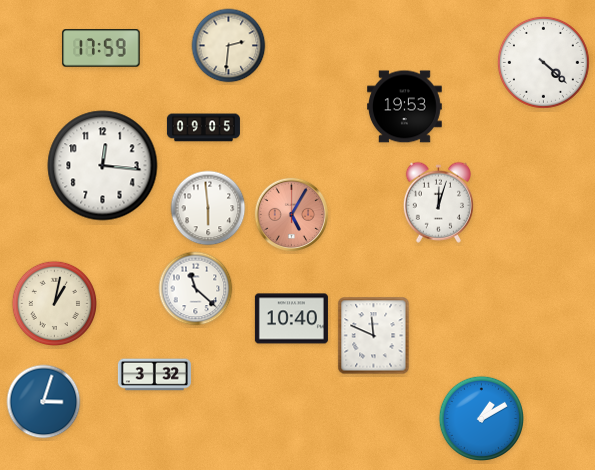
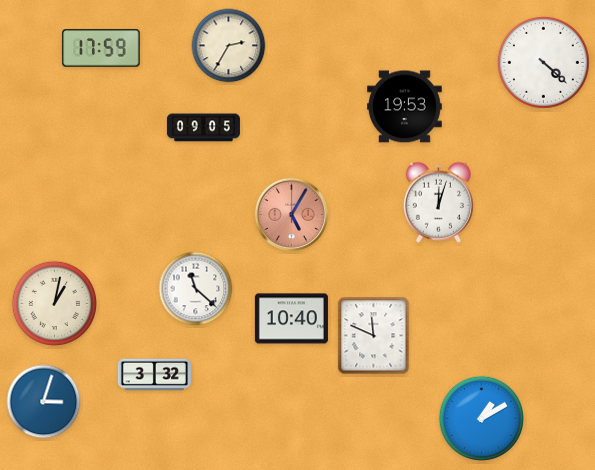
clock at (229, 46): 2:31 -> 2:35
clock at (103, 166): 12:16 -> none
clock at (208, 208): 5:59 -> none
